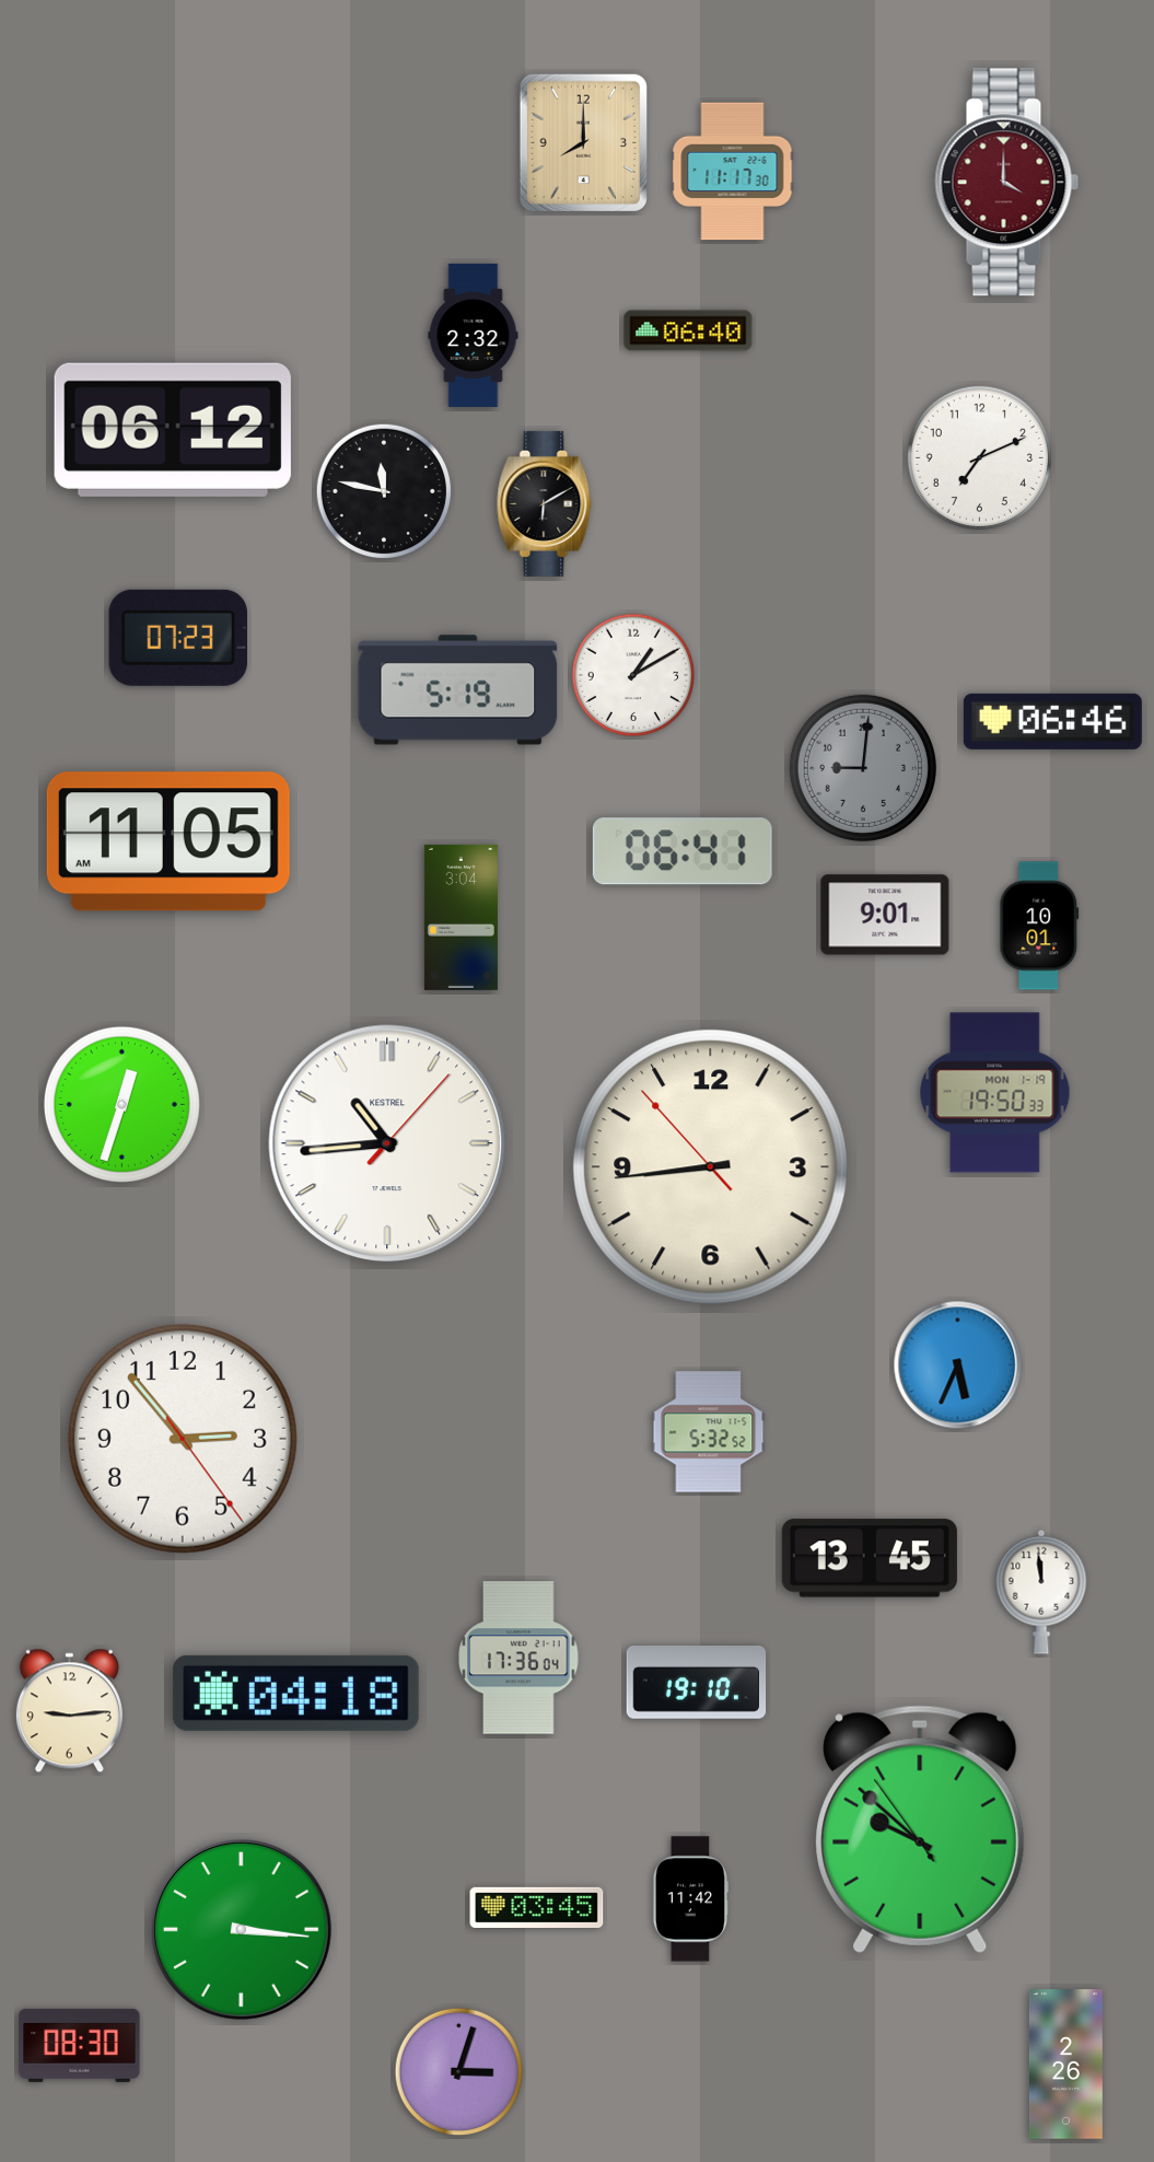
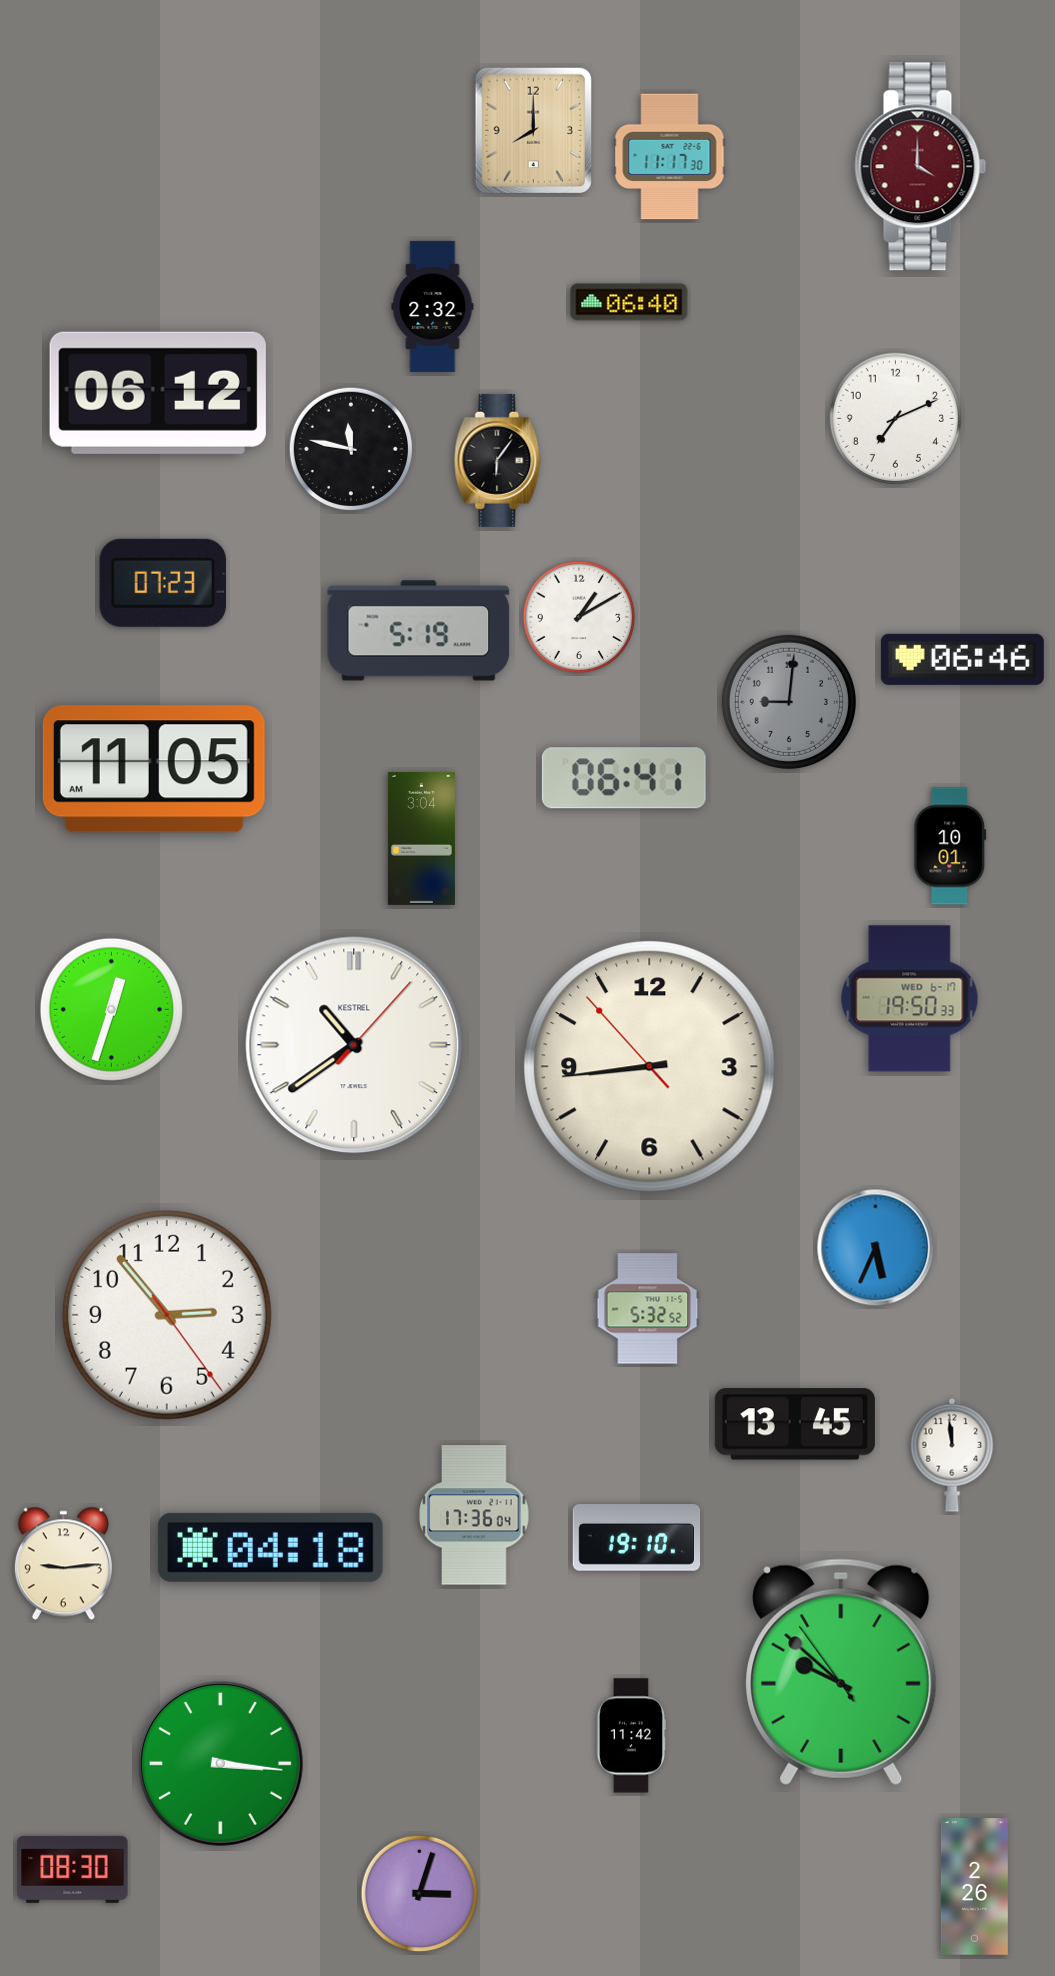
clock at (545, 503): 6:10 -> 6:06
clock at (885, 915): 9:01 -> none
clock at (995, 1093) date: MON 1-19 -> WED 6-17
clock at (387, 1143): 10:44 -> 10:39
clock at (537, 1907): 03:45 -> none
